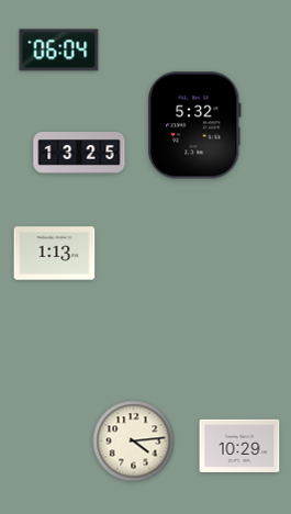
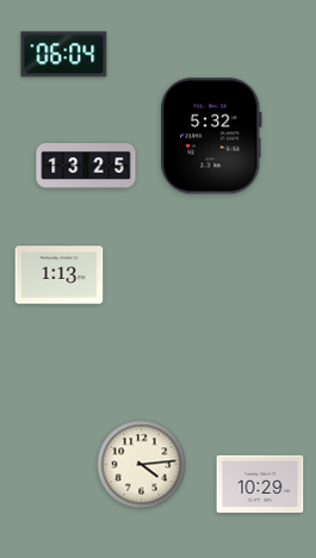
clock at (134, 442) position: (134, 442) -> (142, 465)
